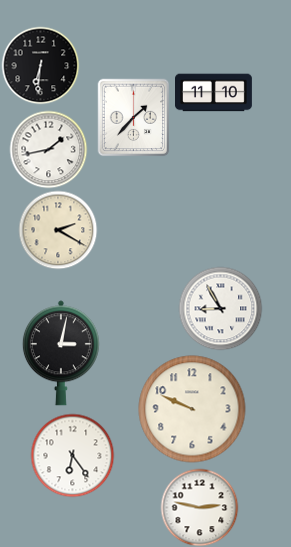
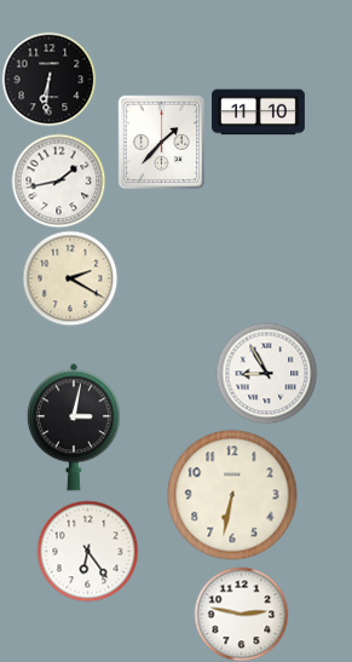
clock at (192, 409): 9:49 -> 6:32
